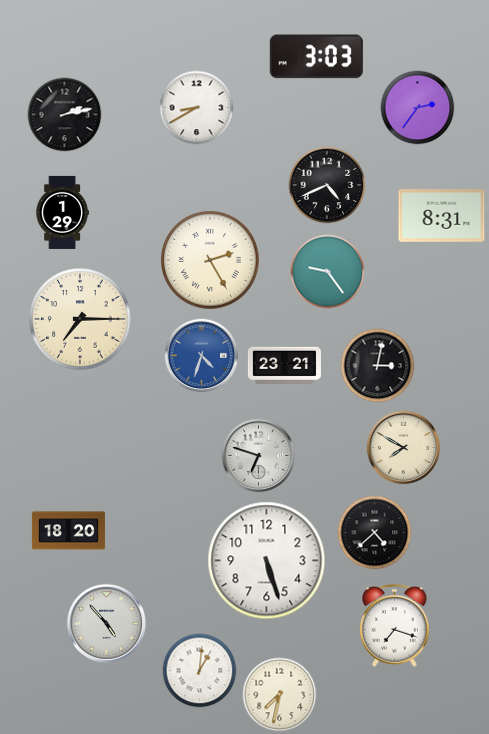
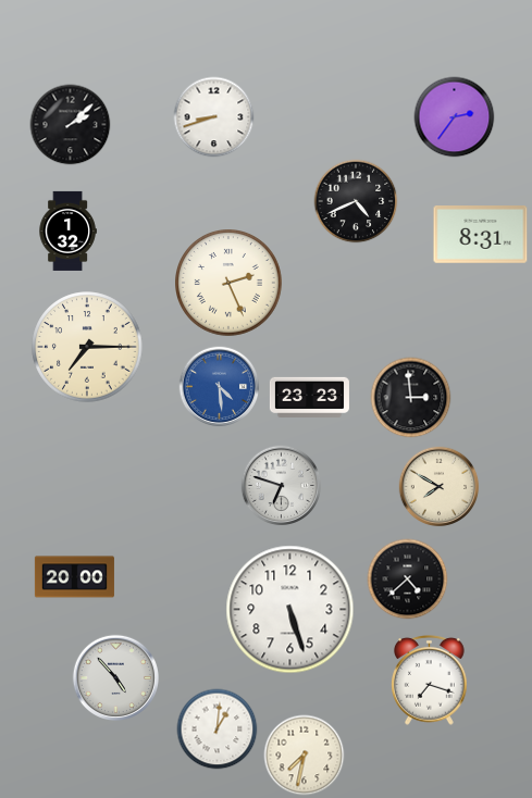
clock at (316, 57): 3:03 -> none
clock at (197, 108): 8:40 -> 8:42
clock at (65, 115): 2:13 -> 2:08
clock at (62, 212): 1:29 -> 1:32
clock at (211, 261): 2:25 -> 2:26
clock at (328, 272): 9:24 -> none
clock at (202, 356): 4:33 -> 4:29
clock at (284, 365): 23:21 -> 23:23
clock at (378, 366): 3:02 -> 2:59
clock at (259, 456) position: (259, 456) -> (282, 486)
clock at (68, 531): 18:20 -> 20:00
